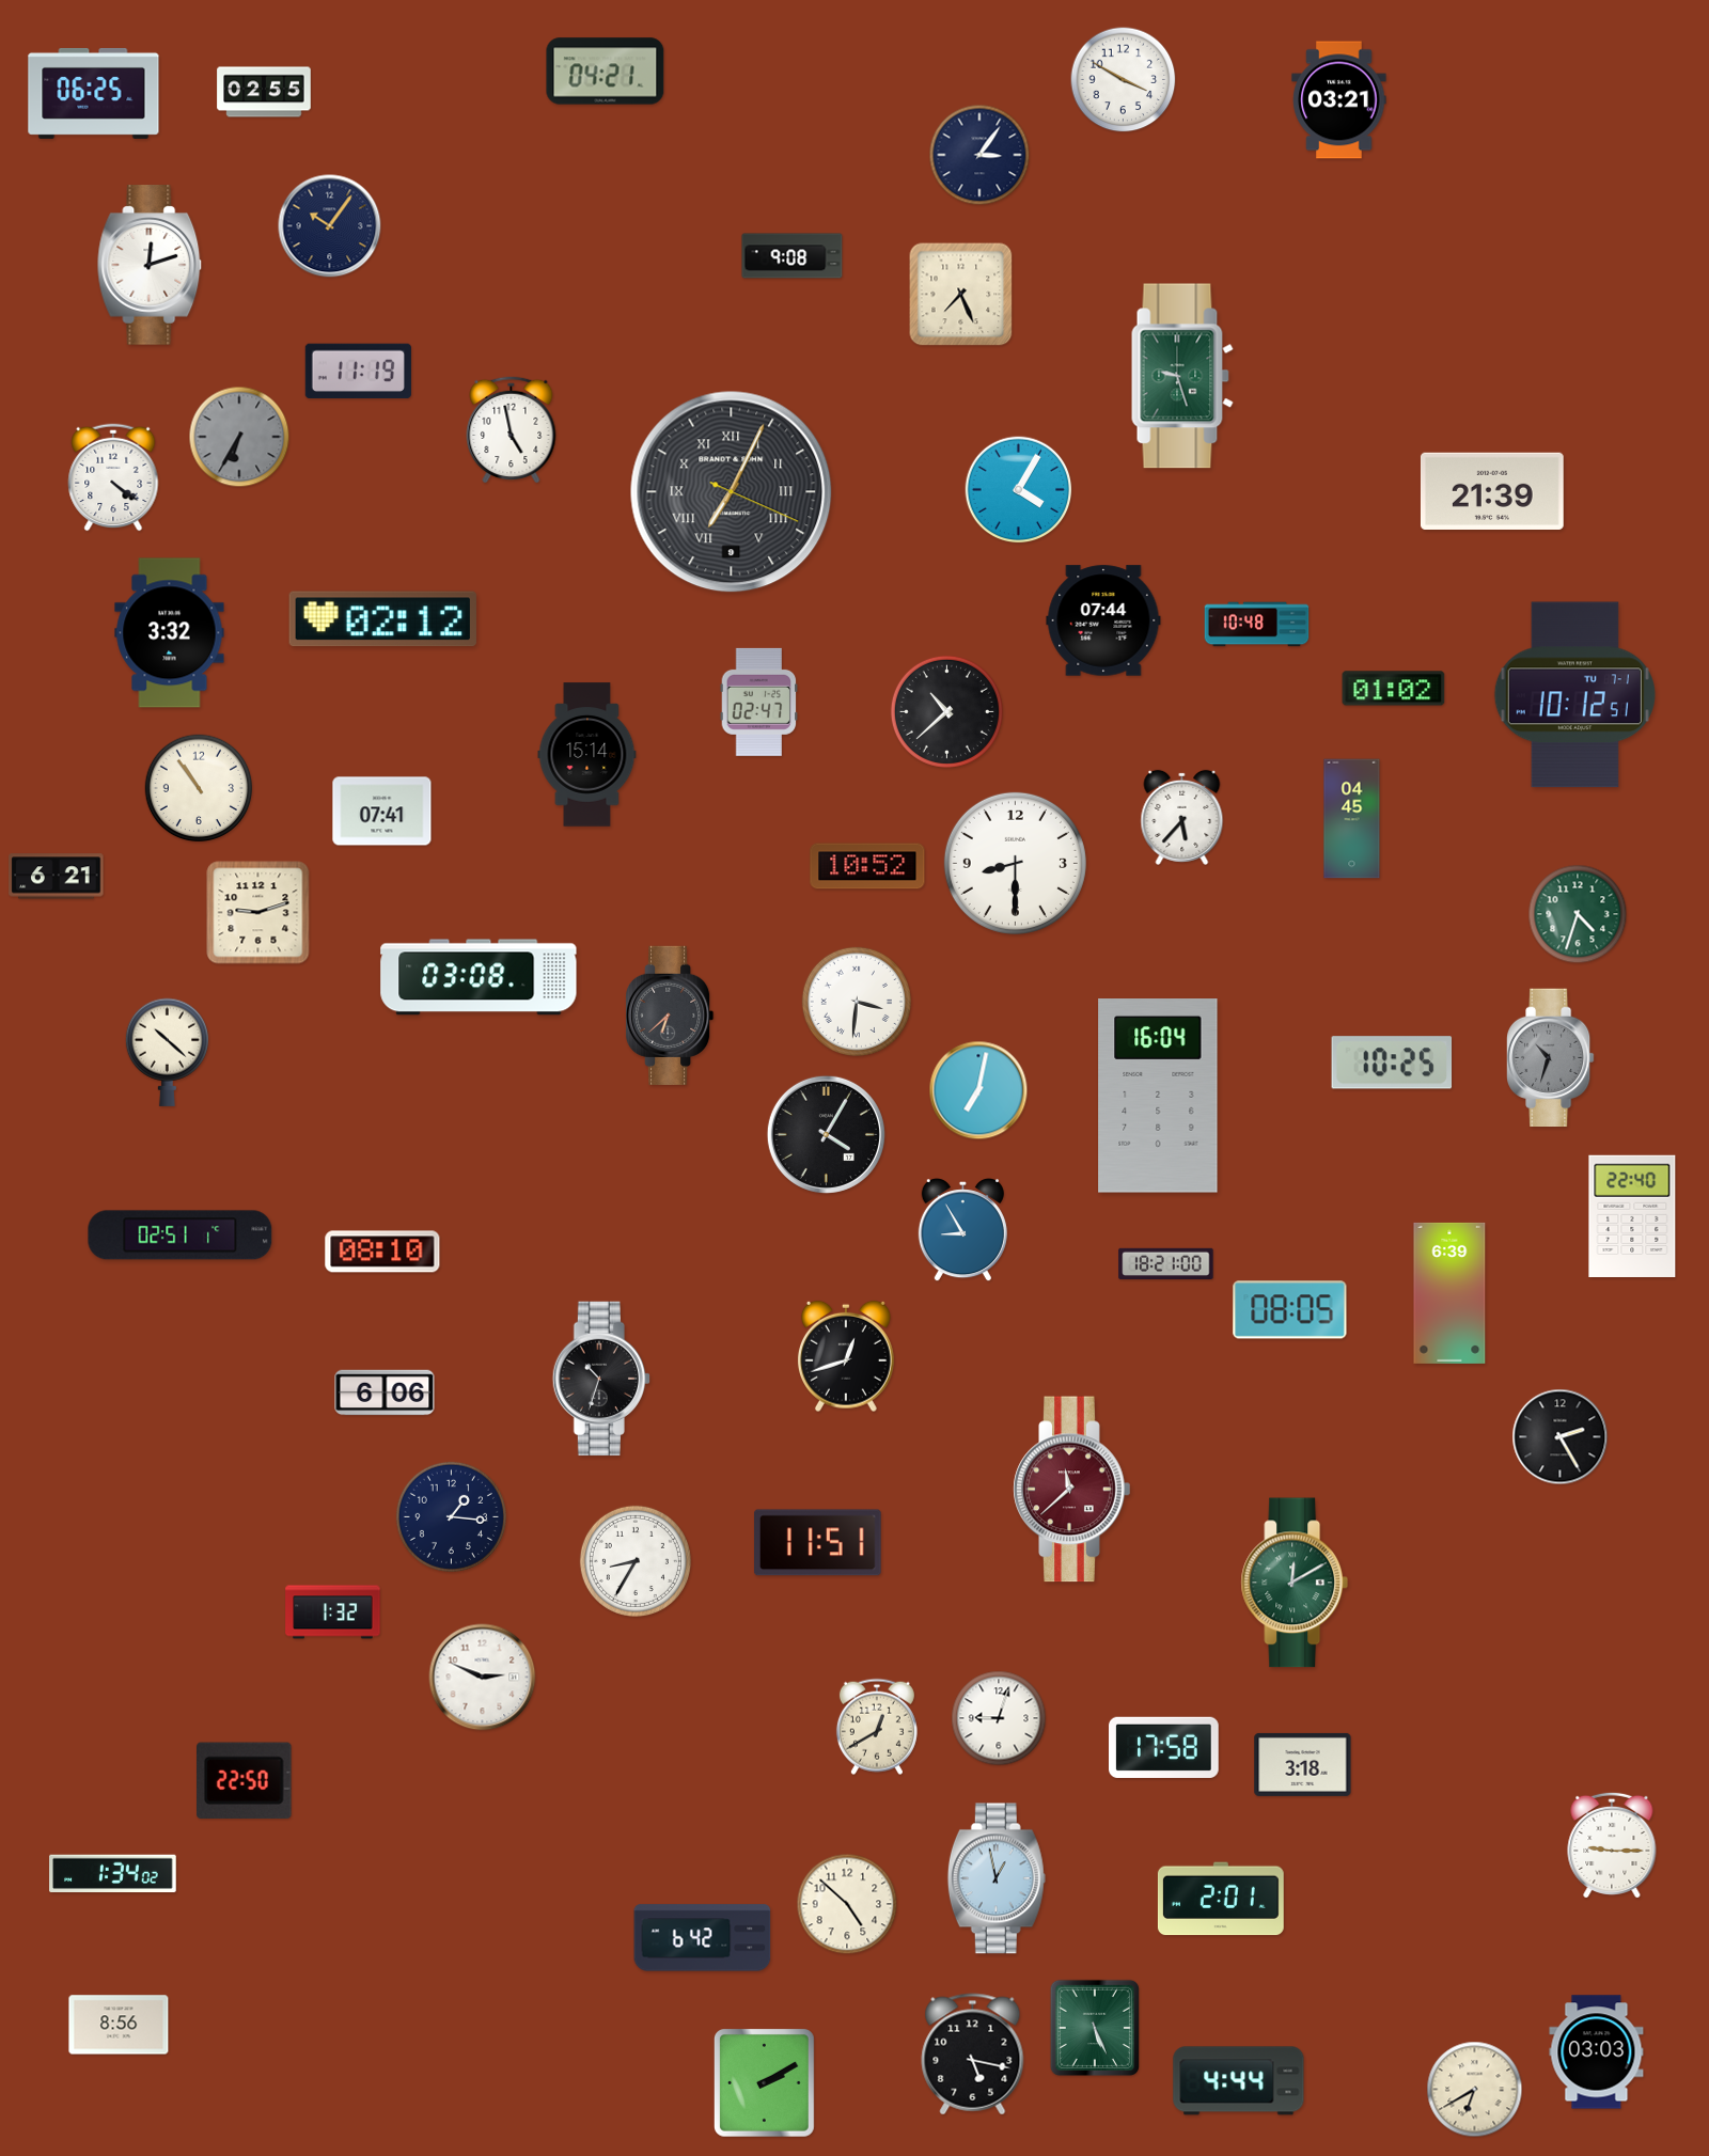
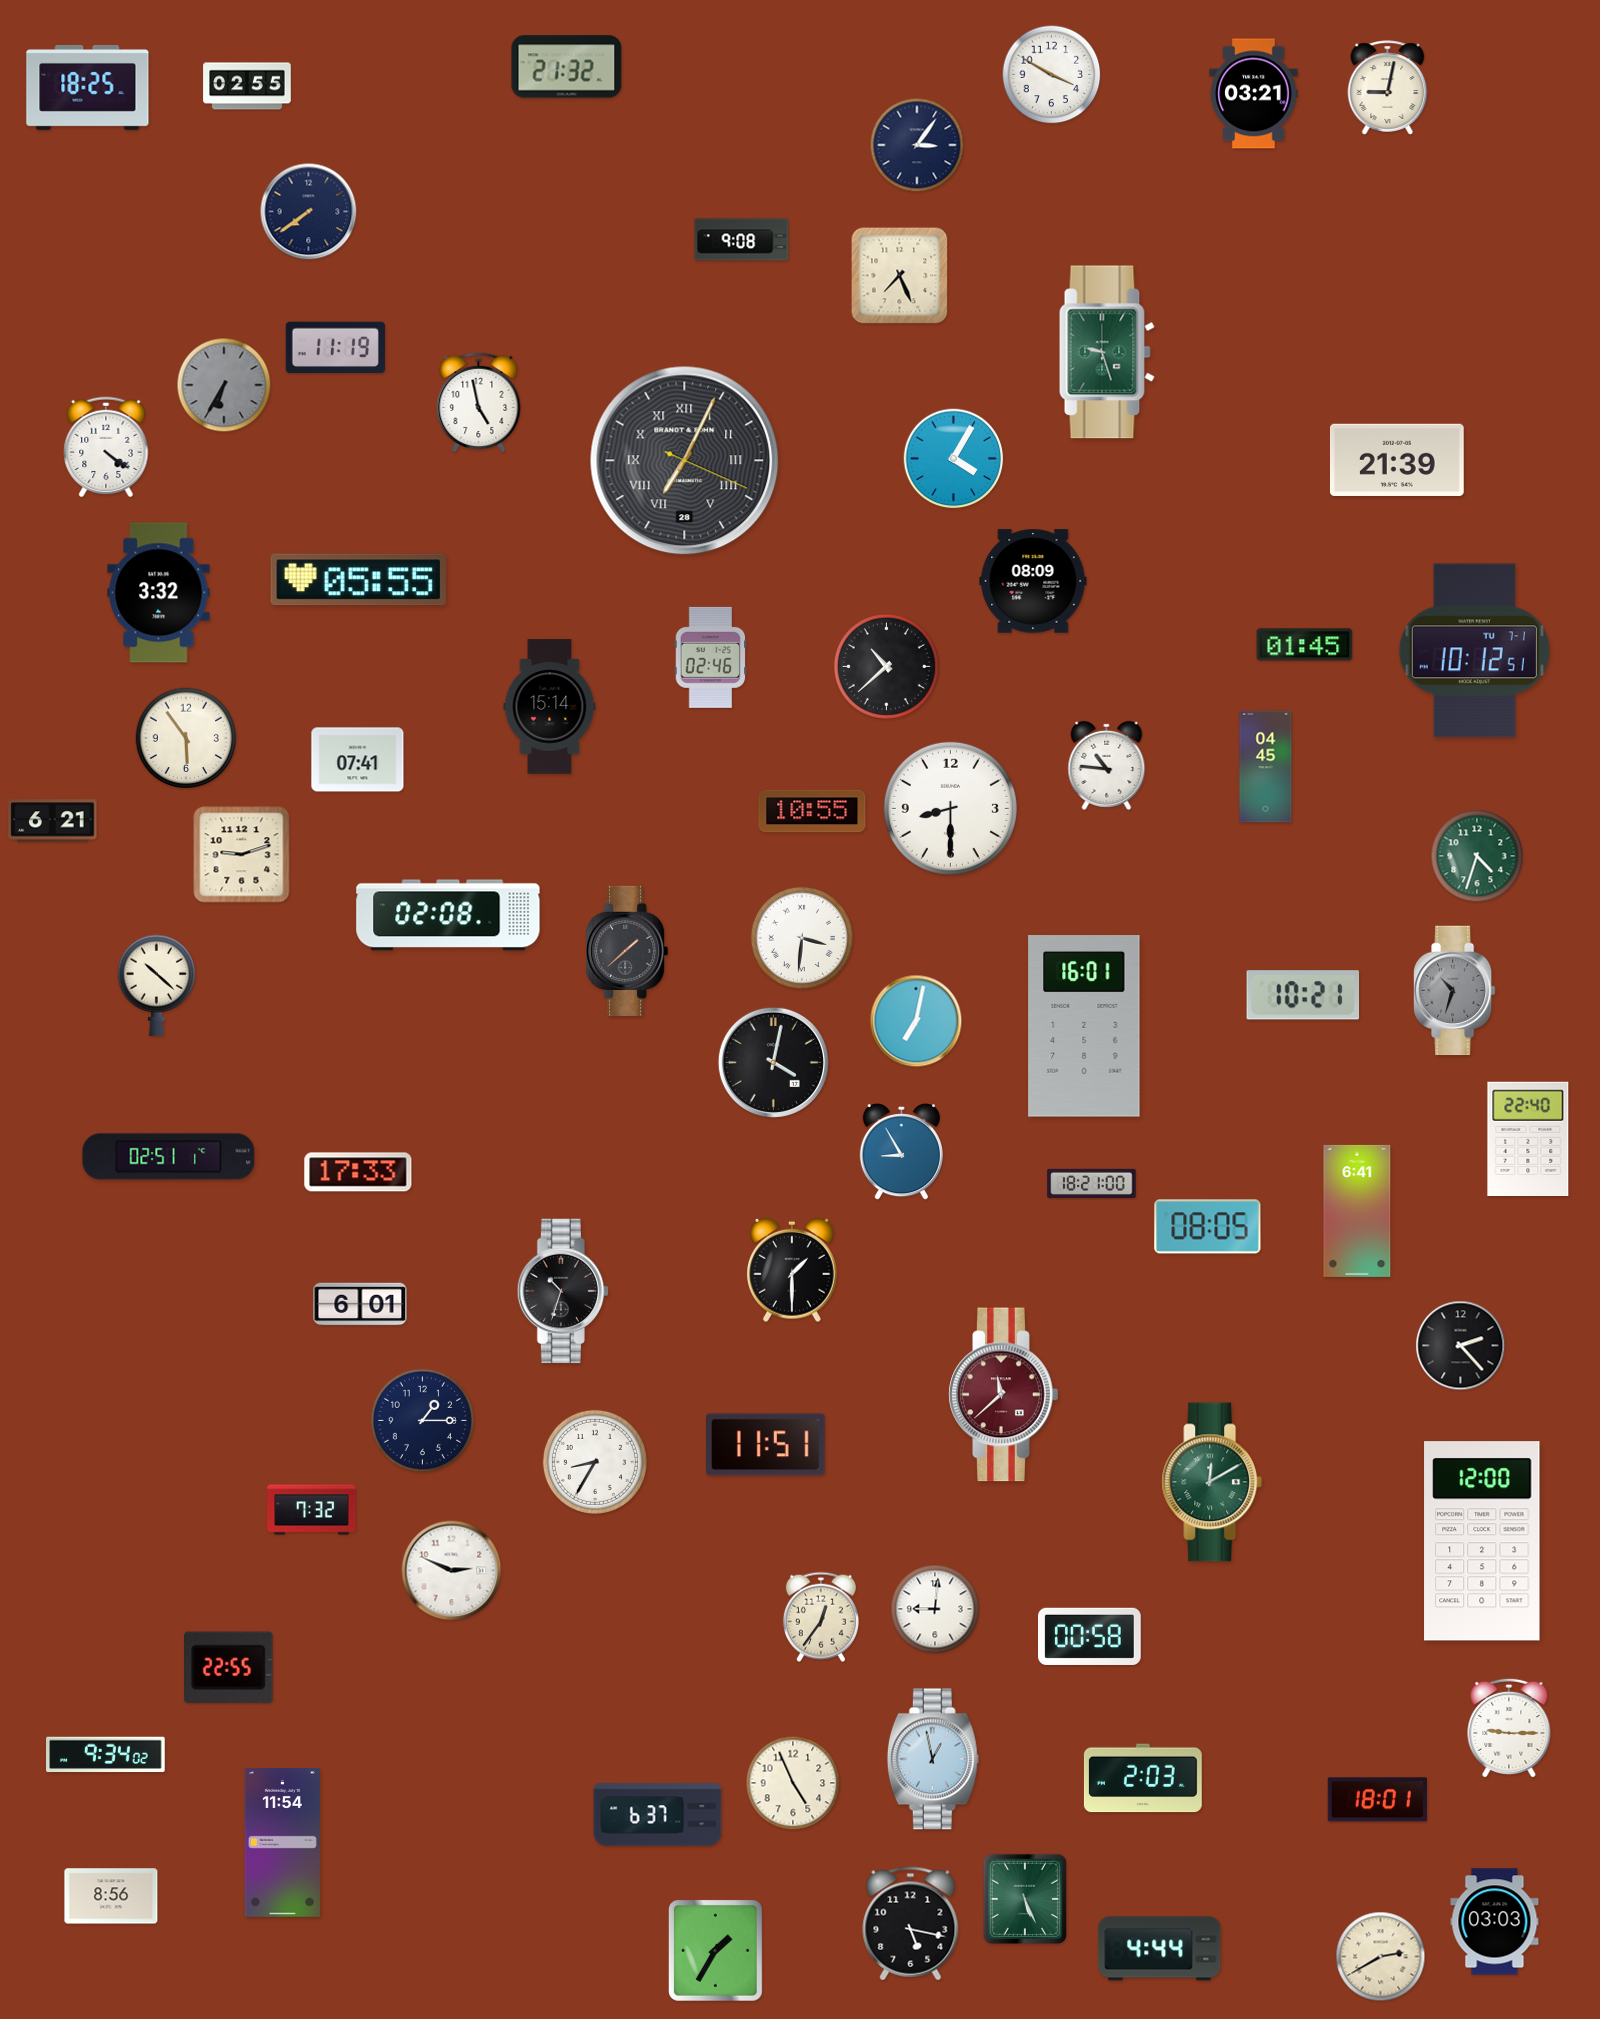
clock at (606, 72): 04:21 -> 21:32
clock at (94, 93): 06:25 -> 18:25
clock at (1388, 88): none -> 9:02
clock at (330, 226): 10:06 -> 7:39
clock at (150, 266): 12:12 -> none
clock at (239, 437) position: (239, 437) -> (224, 385)
clock at (732, 492) date: 9 -> 28
clock at (382, 619): 02:12 -> 05:55
clock at (1103, 620): 07:44 -> 08:09
clock at (1257, 625): 10:48 -> none
clock at (1394, 689): 01:02 -> 01:45
clock at (759, 702): 02:47 -> 02:46
clock at (199, 788): 10:54 -> 5:54
clock at (1182, 817): 5:37 -> 10:46
clock at (867, 866): 10:52 -> 10:55
clock at (479, 977): 03:08 -> 02:08
clock at (670, 1016): 6:38 -> 1:38
clock at (1551, 1058) position: (1551, 1058) -> (1455, 991)
clock at (1392, 1063): 10:25 -> 10:21
clock at (1158, 1096): 16:04 -> 16:01
clock at (826, 1134): 4:05 -> 4:02
clock at (382, 1252): 08:10 -> 17:33
clock at (1449, 1293): 6:39 -> 6:41
clock at (846, 1356): 12:42 -> 1:30
clock at (385, 1392): 6:06 -> 6:01
clock at (1561, 1437): 2:25 -> 2:23
clock at (451, 1516): 1:16 -> 1:15
clock at (333, 1612): 1:32 -> 7:32
clock at (1482, 1541): none -> 12:00
clock at (999, 1718): 9:03 -> 9:01
clock at (877, 1727): 12:40 -> 12:36
clock at (1164, 1747): 17:58 -> 00:58
clock at (1303, 1764): 3:18 -> none
clock at (245, 1780): 22:50 -> 22:55
clock at (113, 1874): 1:34 -> 9:34
clock at (1221, 1899): 2:01 -> 2:03
clock at (847, 1904): 4:52 -> 4:56
clock at (1377, 1800): none -> 18:01
clock at (703, 1938): 6:42 -> 6:37
clock at (282, 1842): none -> 11:54
clock at (765, 2083): 2:10 -> 1:35
clock at (1475, 2090): 6:40 -> 2:40
